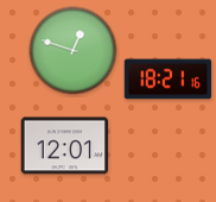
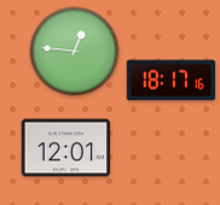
clock at (74, 51): 12:48 -> 12:46
clock at (169, 80): 18:21 -> 18:17
